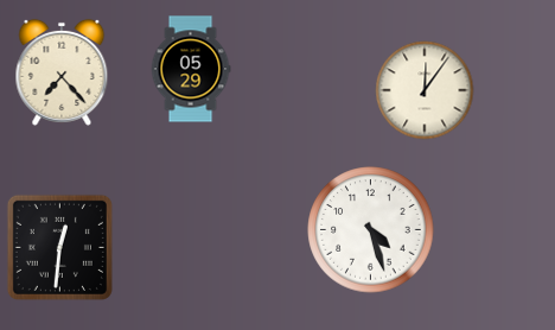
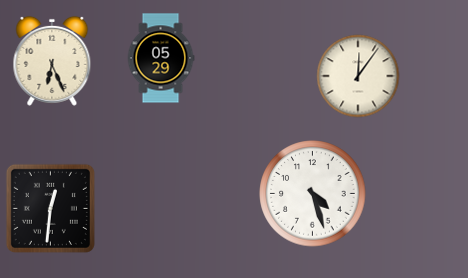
clock at (62, 72): 7:23 -> 6:26
